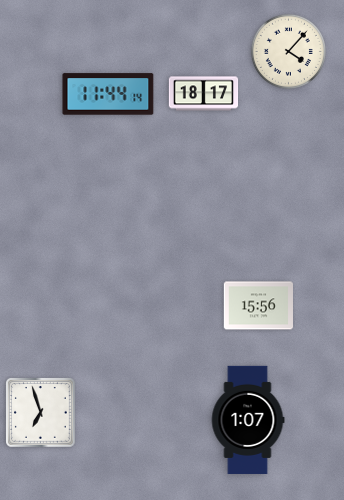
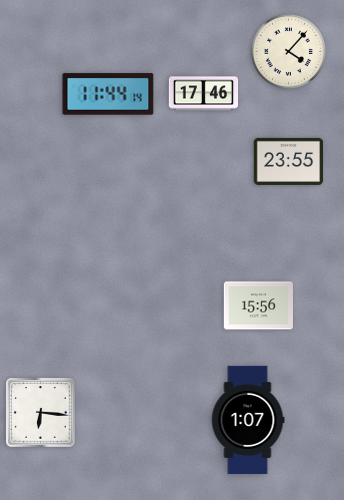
clock at (204, 94): 18:17 -> 17:46
clock at (289, 161): none -> 23:55
clock at (41, 413): 6:57 -> 6:16
